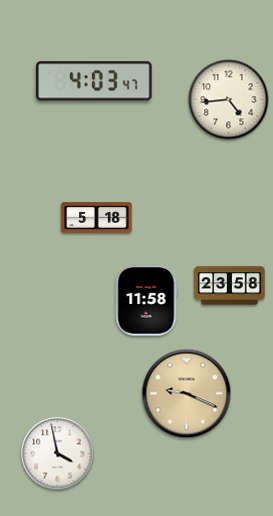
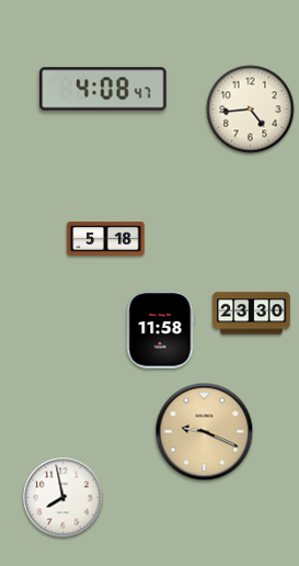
clock at (94, 81): 4:03 -> 4:08
clock at (230, 286): 23:58 -> 23:30
clock at (58, 454): 3:58 -> 7:58
